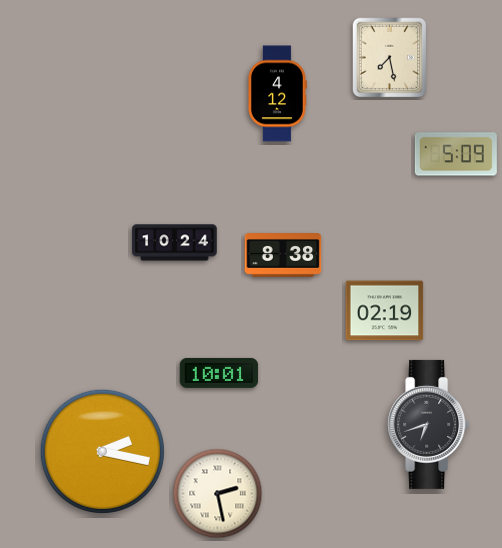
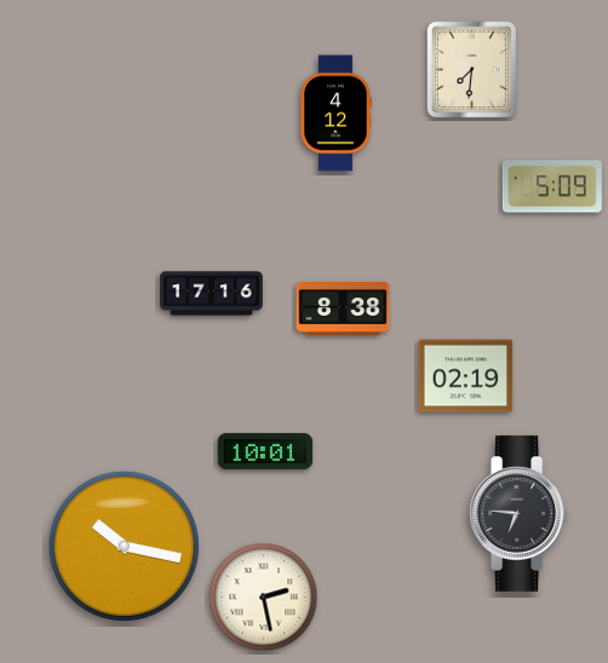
clock at (390, 58): 7:28 -> 7:31
clock at (175, 243): 10:24 -> 17:16
clock at (429, 424): 6:42 -> 6:46
clock at (102, 451): 2:17 -> 10:17
